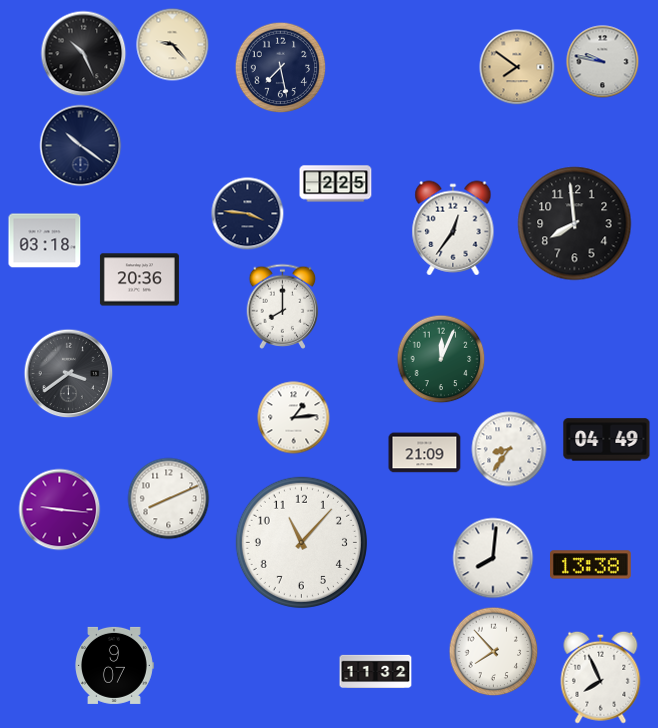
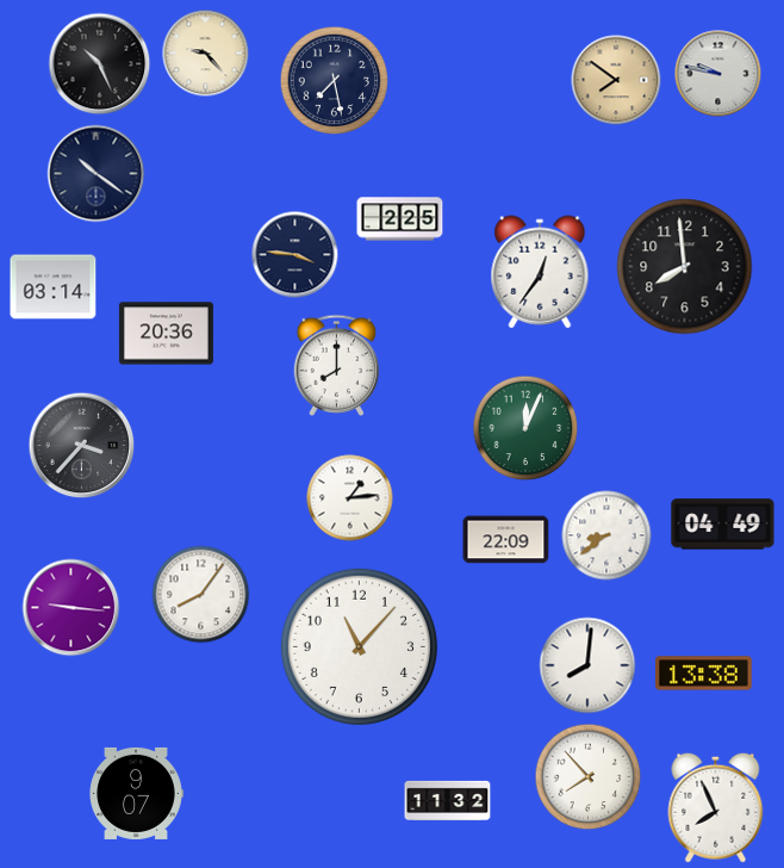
clock at (45, 241): 03:18 -> 03:14
clock at (69, 374): 3:39 -> 3:37
clock at (509, 449): 8:36 -> 8:39
clock at (425, 453): 21:09 -> 22:09
clock at (169, 499): 8:11 -> 8:06
